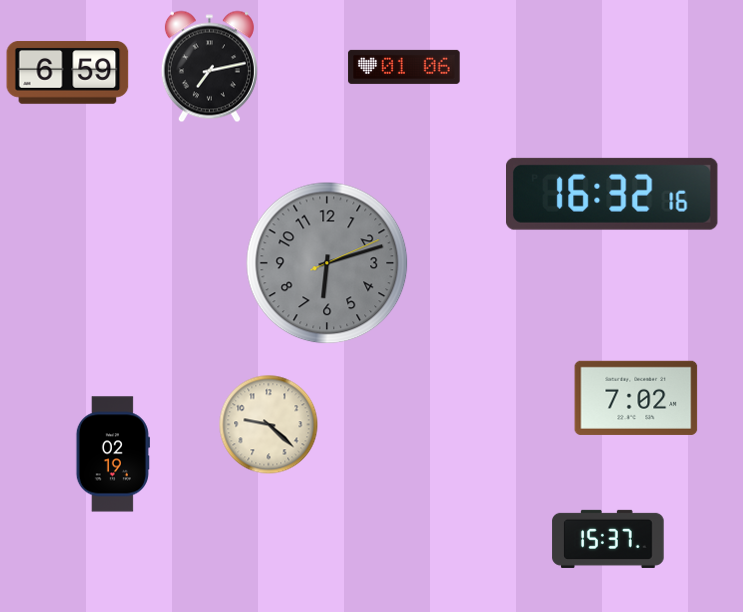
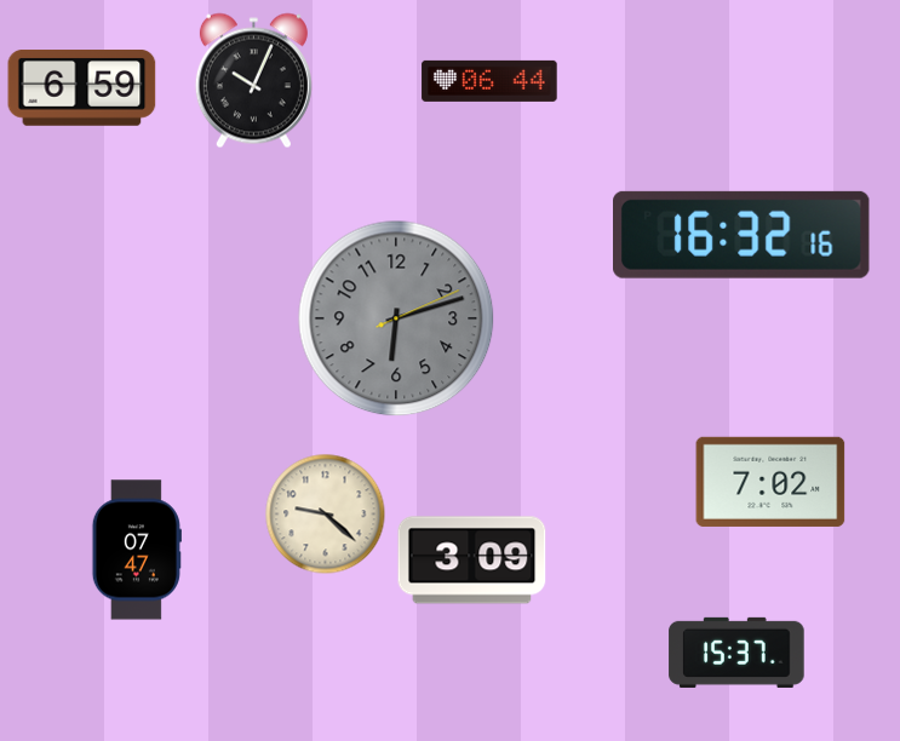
clock at (209, 67): 7:13 -> 10:04
clock at (404, 67): 01:06 -> 06:44
clock at (113, 454): 02:19 -> 07:47
clock at (472, 561): none -> 3:09
